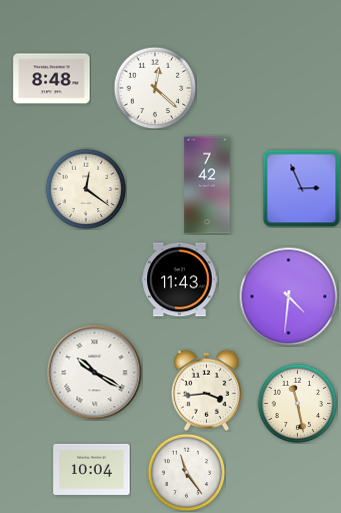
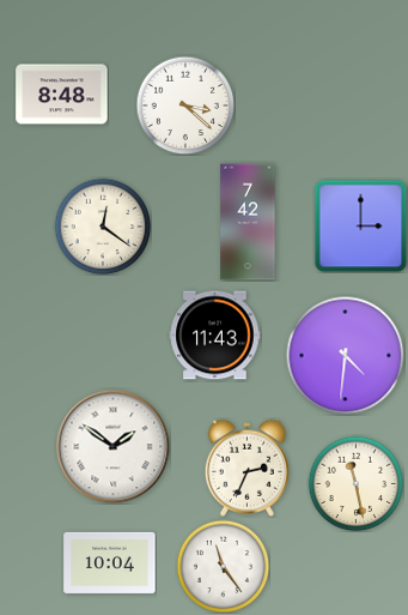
clock at (155, 88): 12:22 -> 3:22
clock at (301, 188): 2:56 -> 3:00
clock at (94, 372): 10:20 -> 1:51
clock at (206, 390): 3:44 -> 2:34
